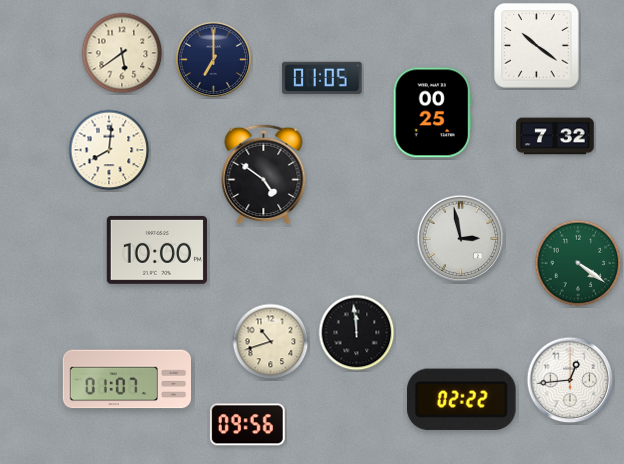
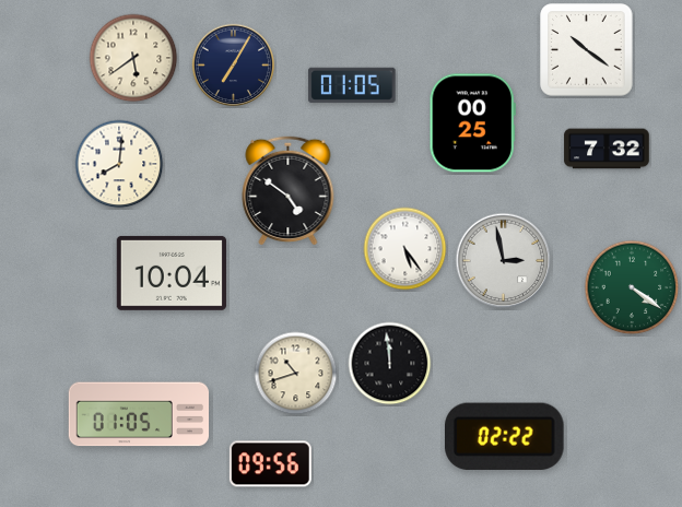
clock at (214, 60): 7:00 -> 7:05
clock at (405, 249): none -> 5:24
clock at (157, 250): 10:00 -> 10:04
clock at (126, 379): 01:07 -> 01:05
clock at (570, 380): 12:44 -> none
